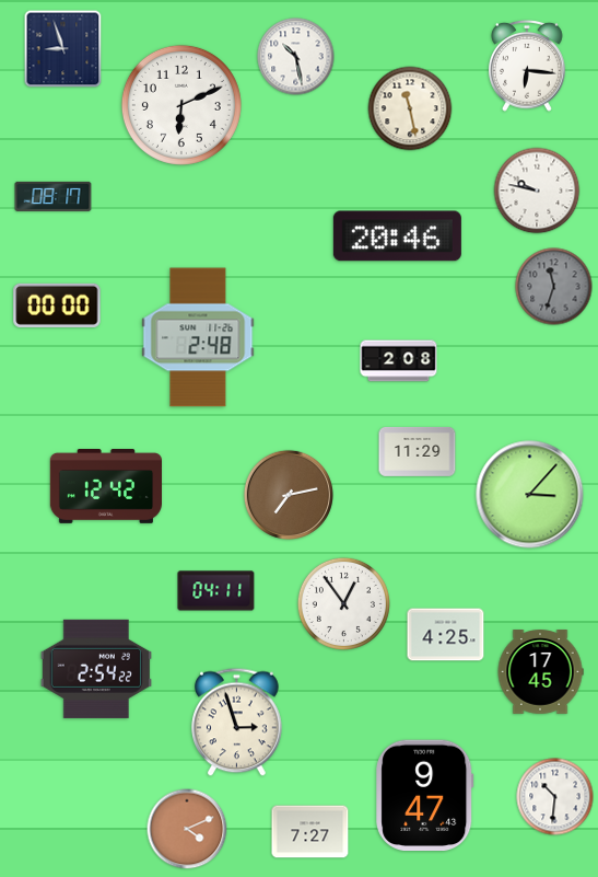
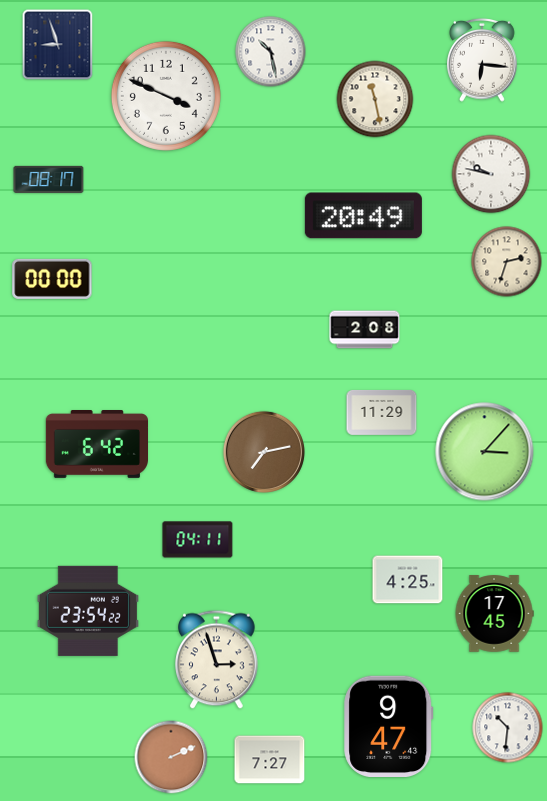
clock at (181, 105): 6:11 -> 3:49
clock at (397, 236): 20:46 -> 20:49
clock at (554, 287): 11:33 -> 2:33
clock at (554, 287) dial: grey -> cream
clock at (198, 337): 2:48 -> none
clock at (105, 487): 12:42 -> 6:42
clock at (343, 603): 12:54 -> none
clock at (96, 669): 2:54 -> 23:54
clock at (187, 829): 4:11 -> 2:11
clock at (310, 832) position: (310, 832) -> (270, 760)
